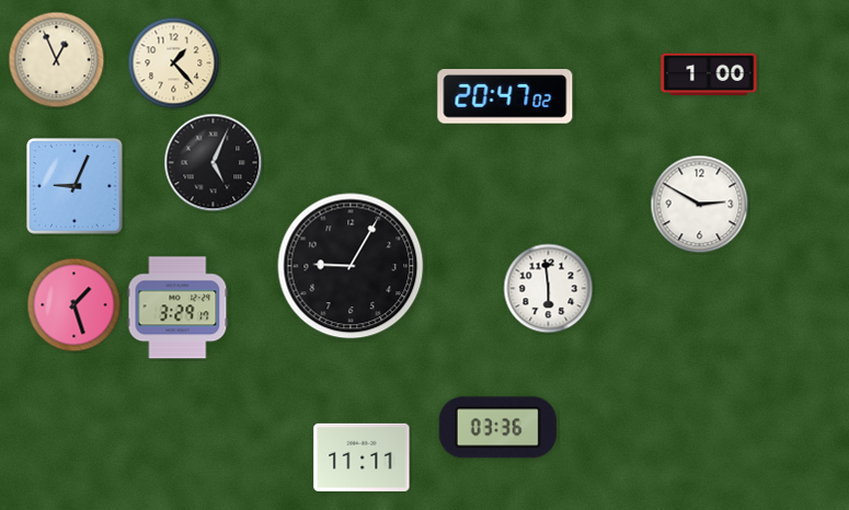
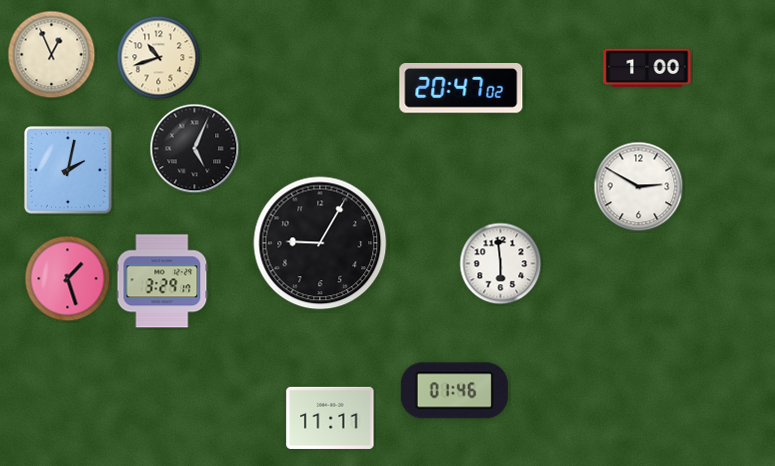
clock at (174, 63): 1:23 -> 10:42
clock at (74, 186): 9:04 -> 2:02
clock at (497, 428): 03:36 -> 01:46
